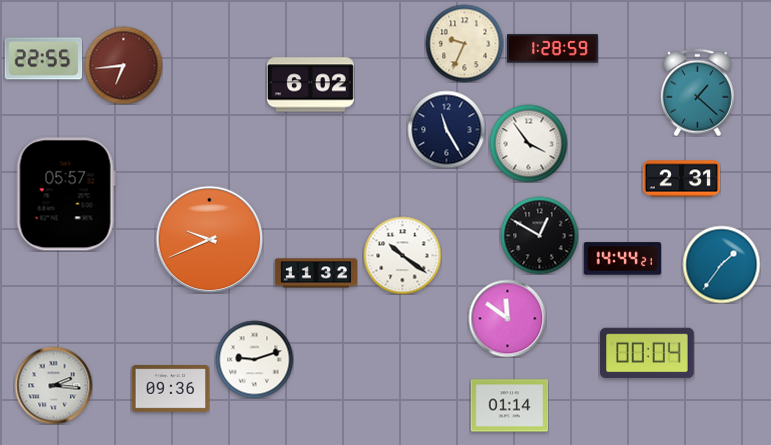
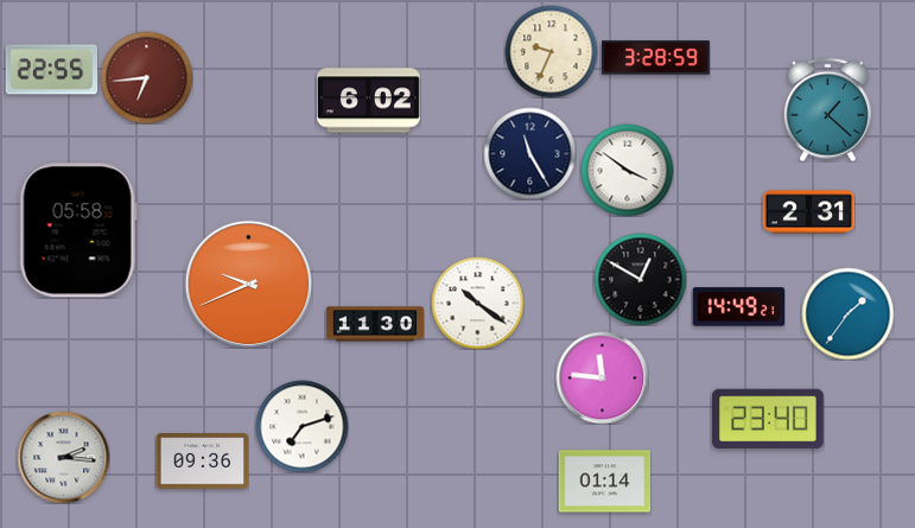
clock at (553, 49): 1:28 -> 3:28
clock at (528, 143): 3:54 -> 3:51
clock at (66, 194): 05:57 -> 05:58
clock at (622, 259): 14:44 -> 14:49
clock at (721, 264) position: (721, 264) -> (847, 313)
clock at (315, 273): 11:32 -> 11:30
clock at (507, 318): 11:51 -> 11:46
clock at (647, 353): 00:04 -> 23:40
clock at (254, 359): 9:12 -> 7:12
